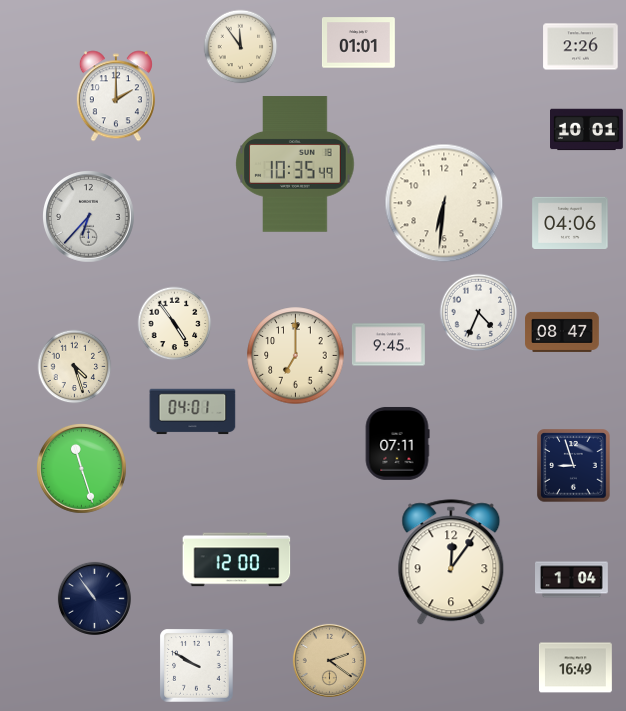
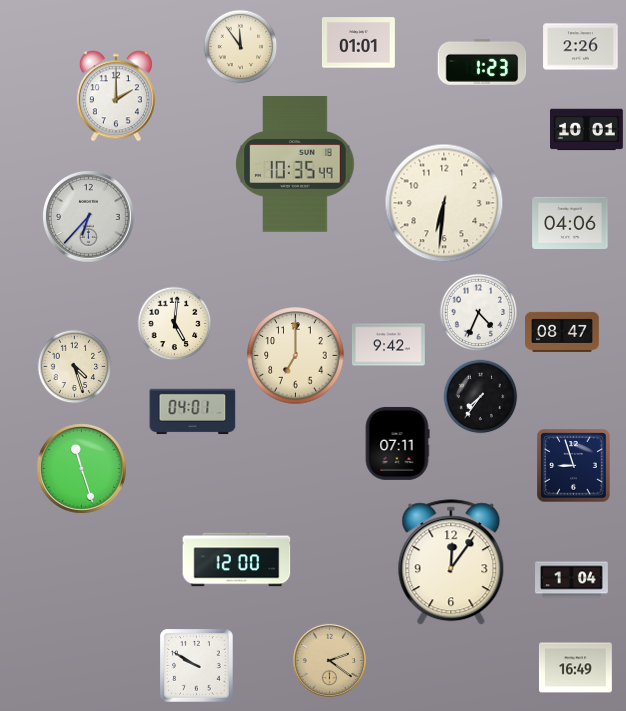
clock at (482, 62): none -> 1:23
clock at (175, 324): 4:54 -> 5:01
clock at (388, 345): 9:45 -> 9:42
clock at (481, 397): none -> 7:36
clock at (94, 598): 10:54 -> none
